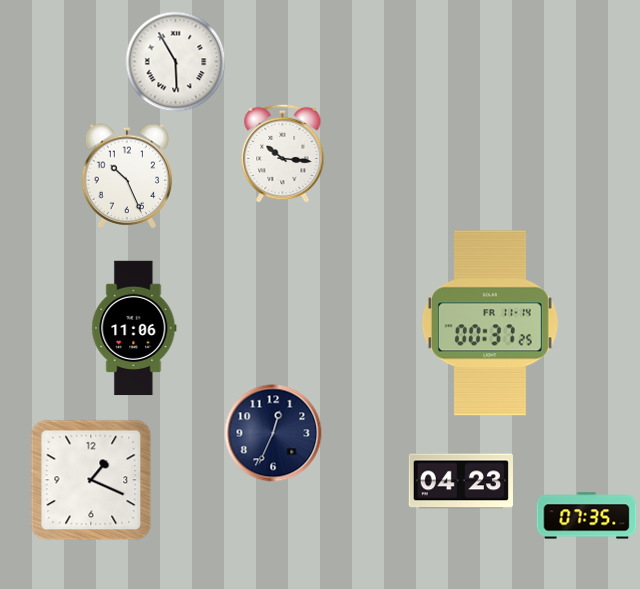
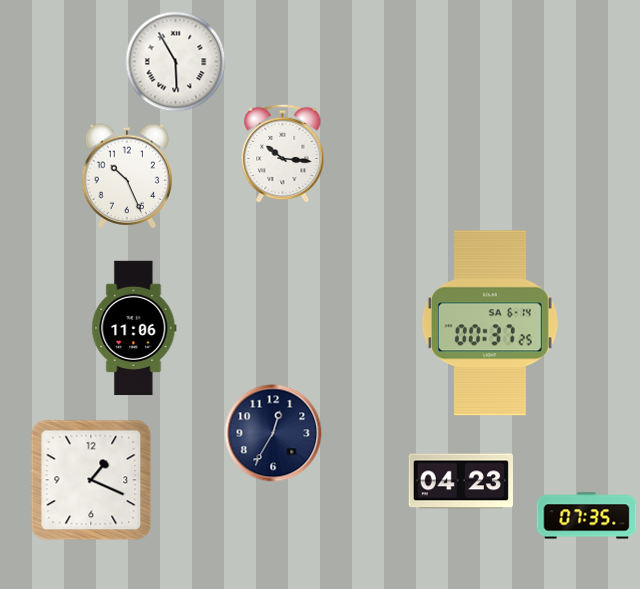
clock at (490, 323) date: FR 11-14 -> SA 6-14
clock at (273, 433): 12:34 -> 12:35
